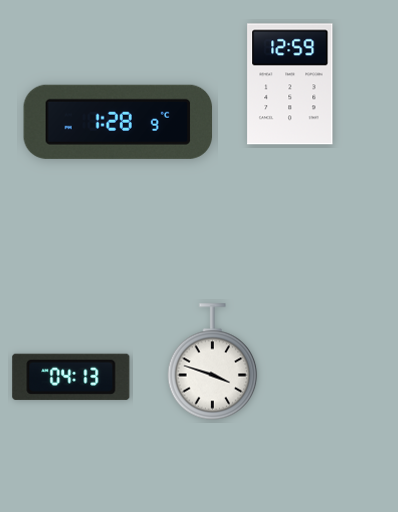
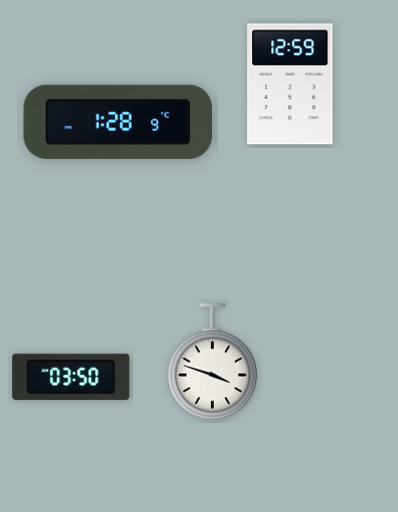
clock at (71, 377): 04:13 -> 03:50
